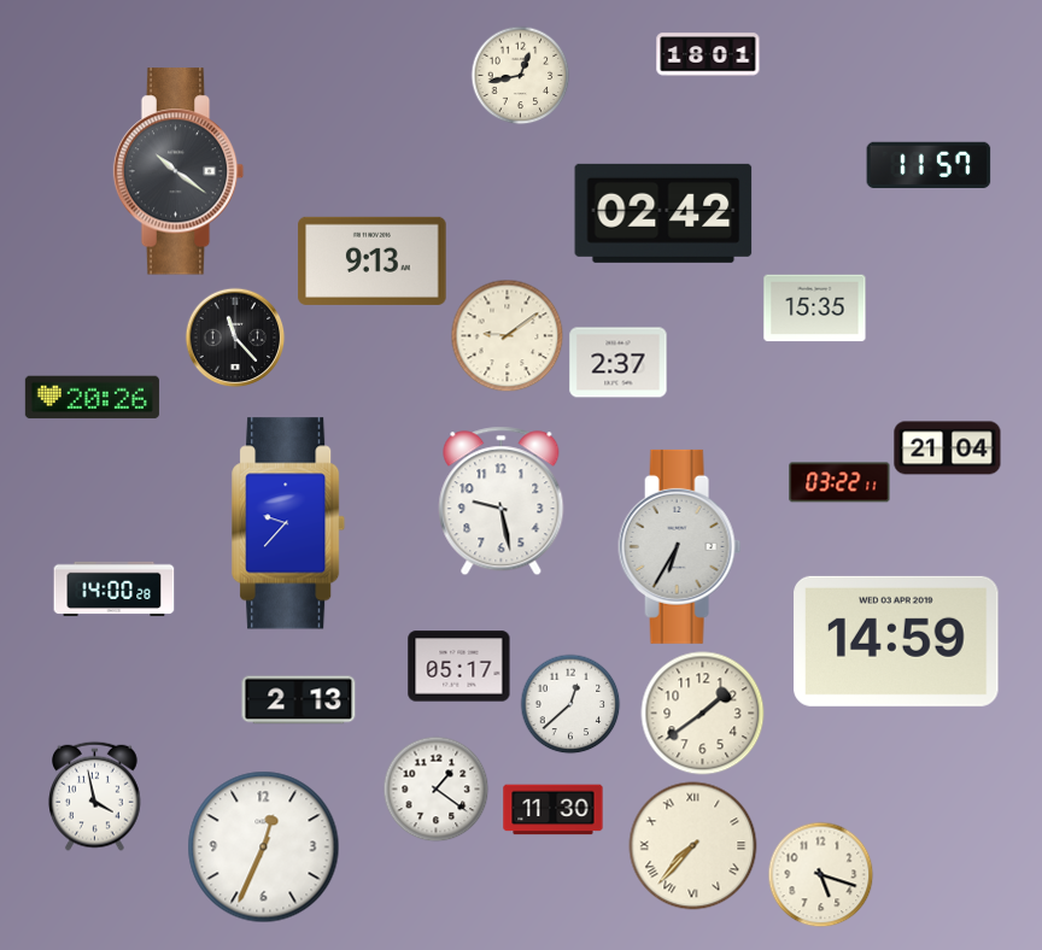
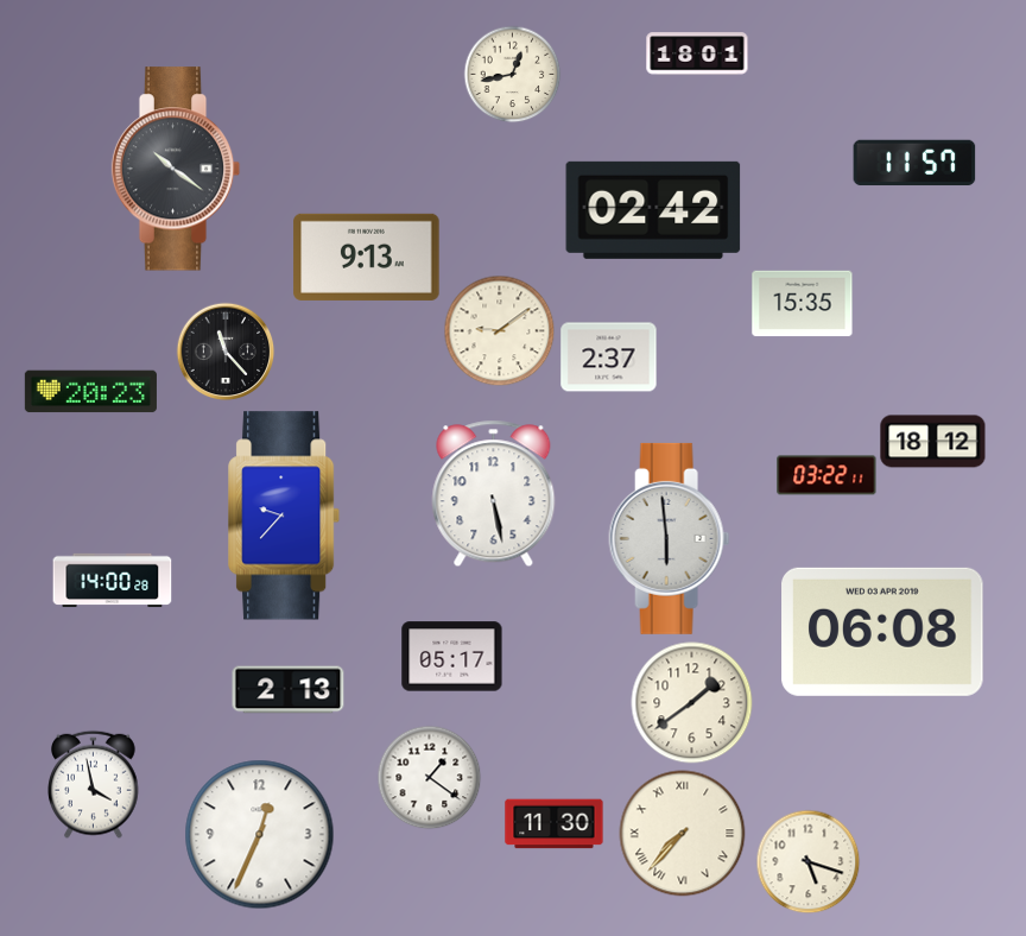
clock at (235, 338) position: (235, 338) -> (226, 352)
clock at (92, 398): 20:26 -> 20:23
clock at (948, 448): 21:04 -> 18:12
clock at (502, 502): 9:28 -> 5:28
clock at (680, 546): 6:35 -> 5:59
clock at (896, 641): 14:59 -> 06:08
clock at (299, 700) position: (299, 700) -> (289, 690)
clock at (570, 704): 12:38 -> none
clock at (554, 810) position: (554, 810) -> (555, 824)
